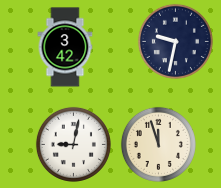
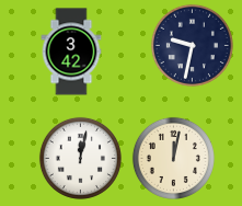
clock at (73, 144): 9:02 -> 12:02
clock at (158, 144): 11:57 -> 12:02
